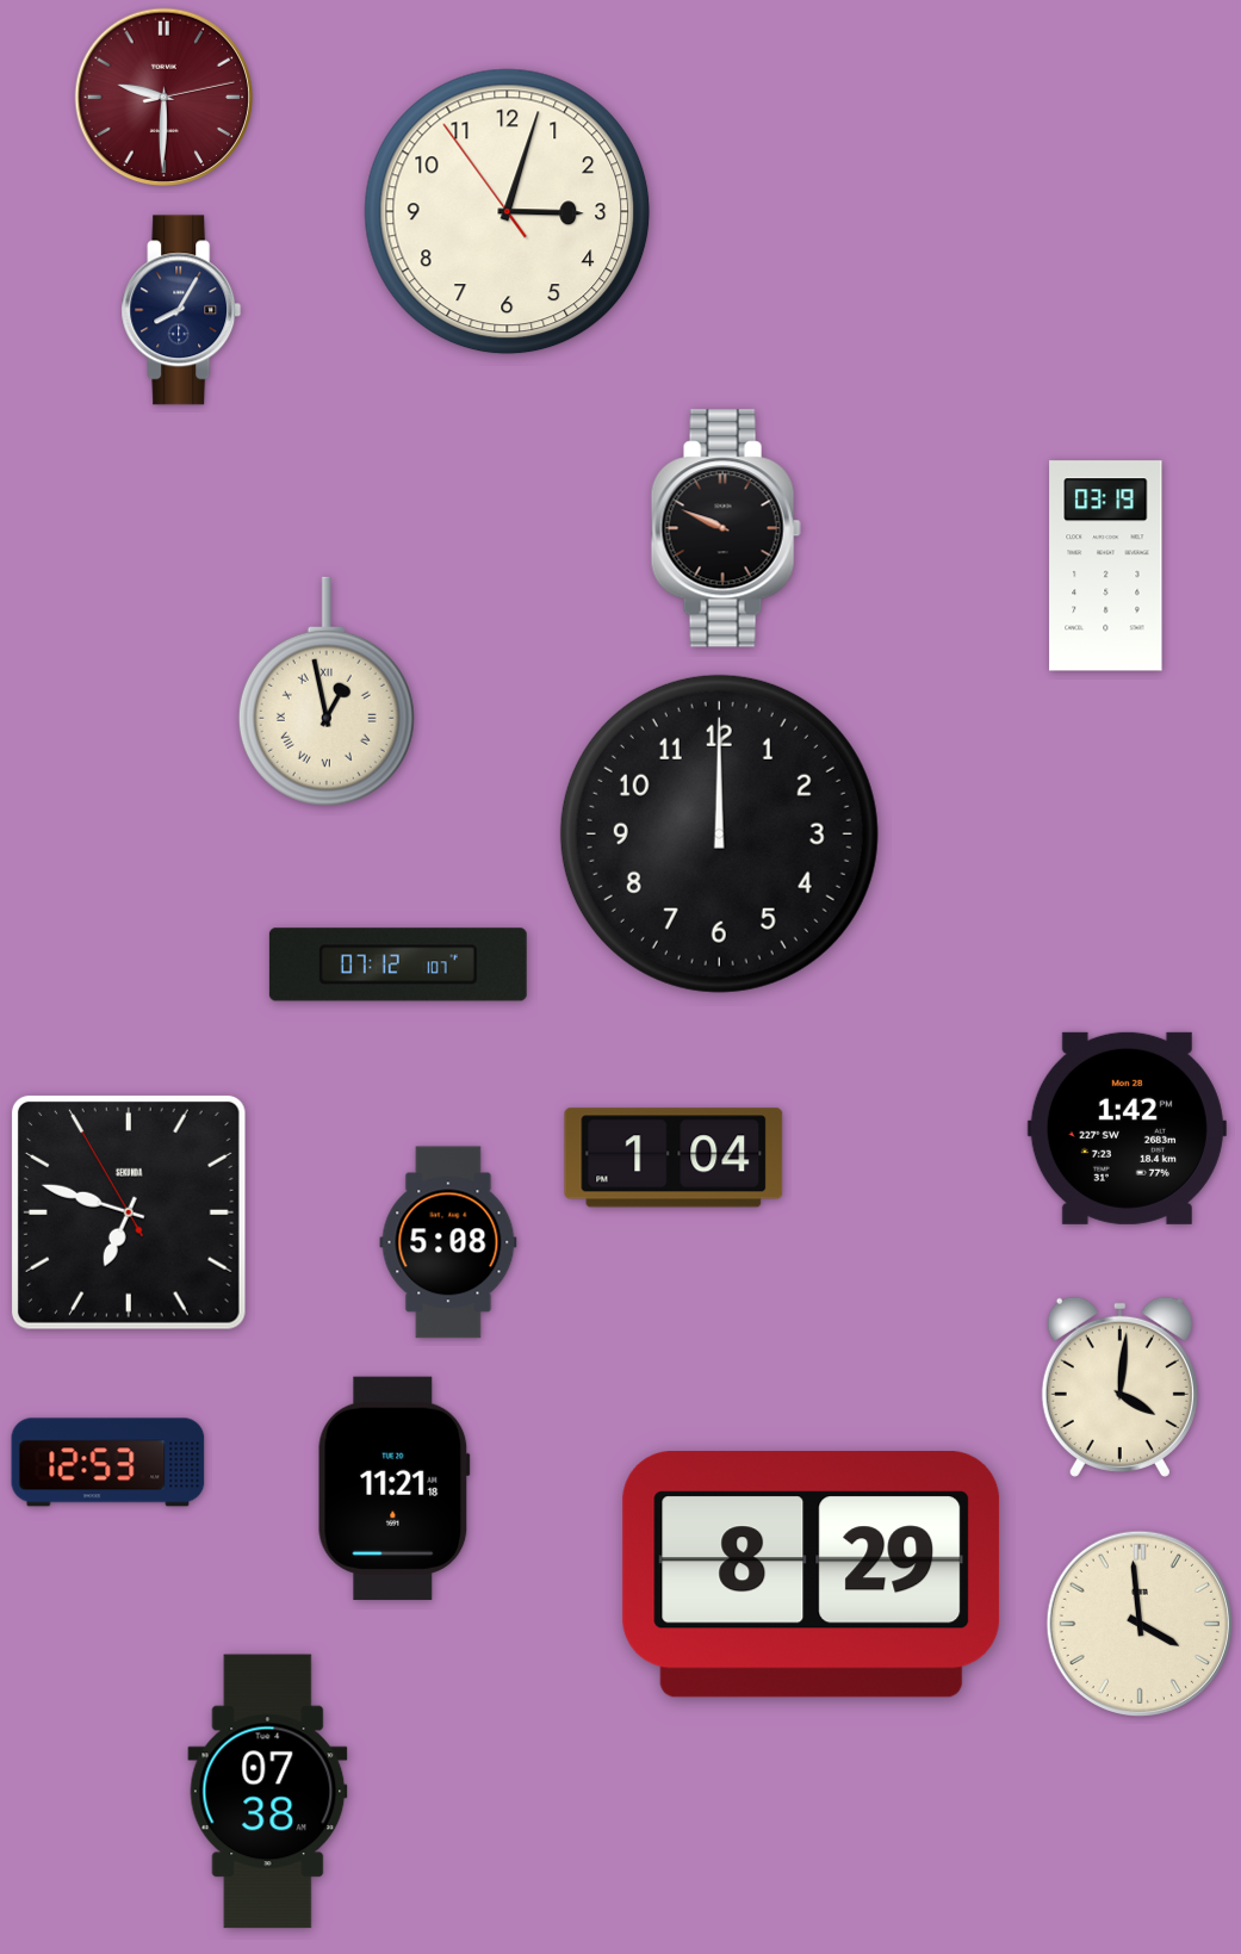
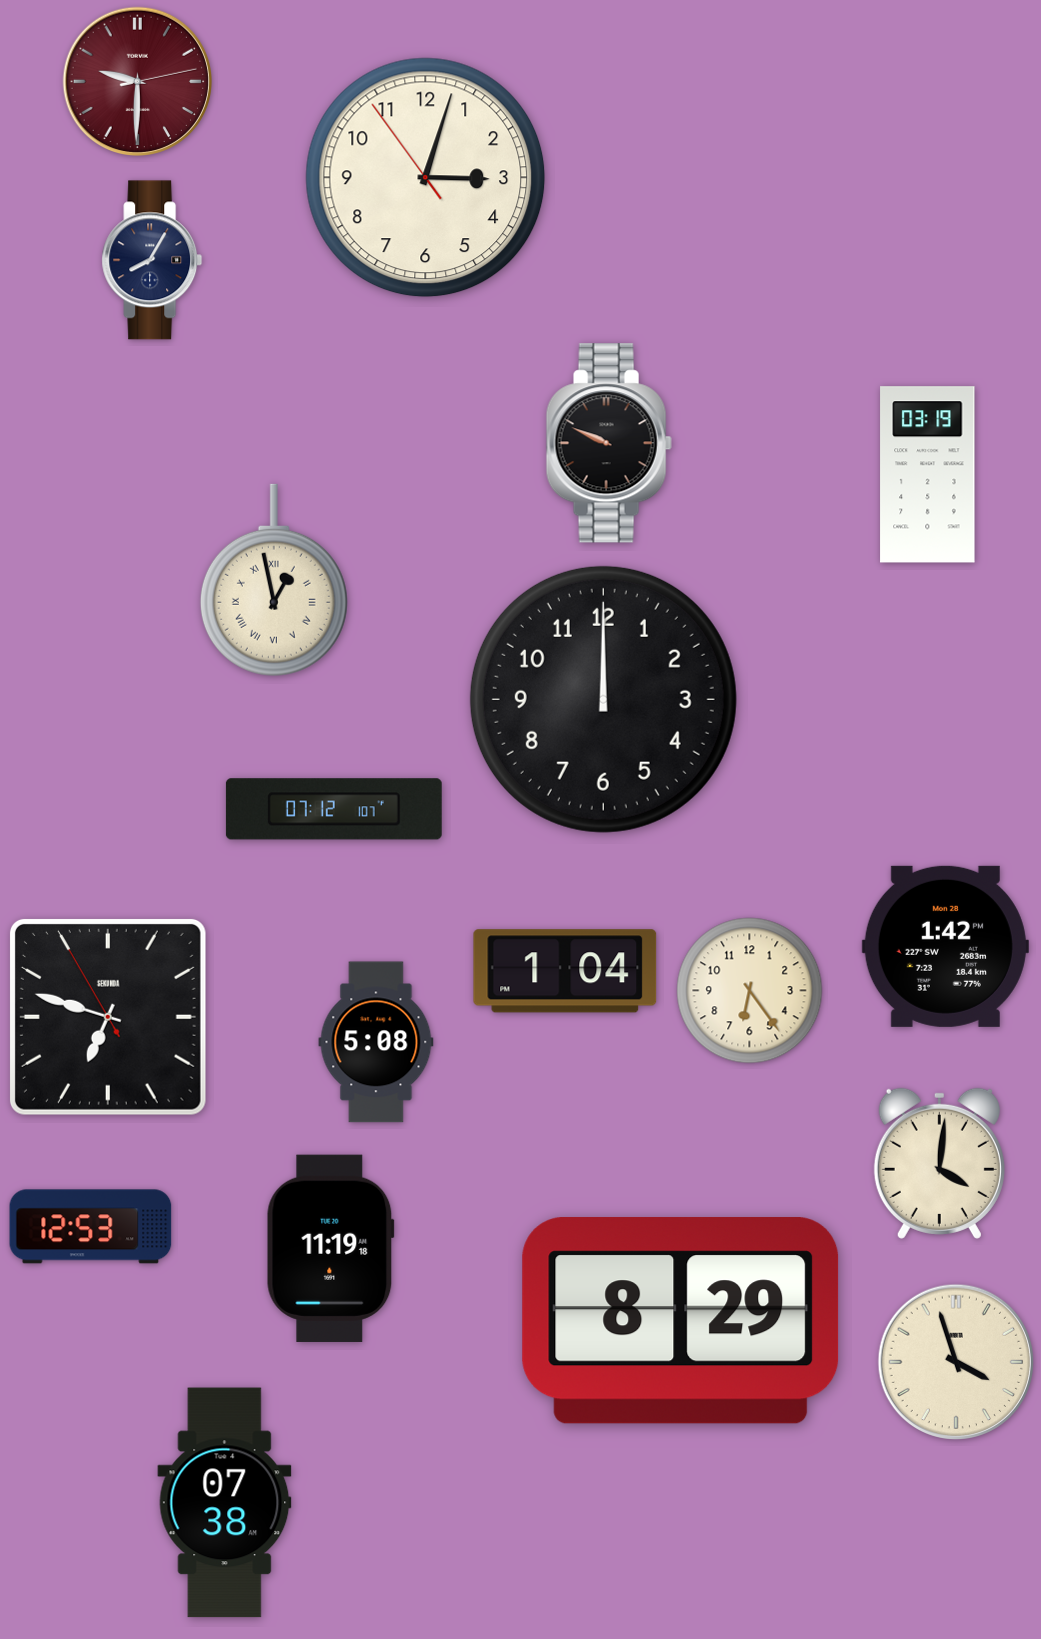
clock at (750, 991): none -> 6:24
clock at (393, 1488): 11:21 -> 11:19
clock at (1138, 1623): 3:59 -> 3:57
